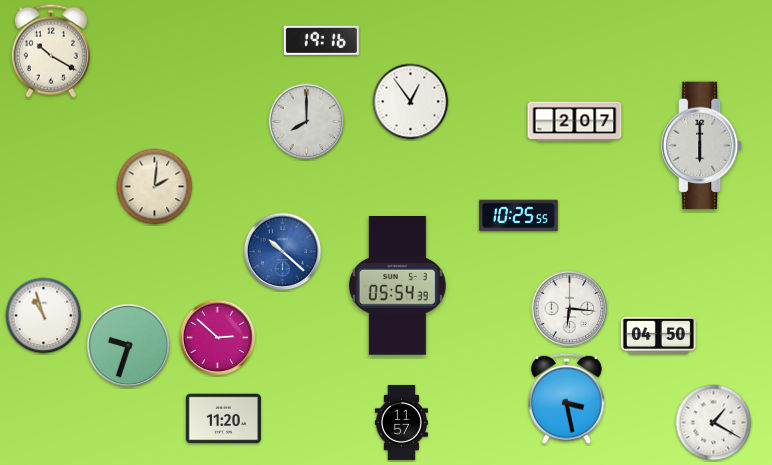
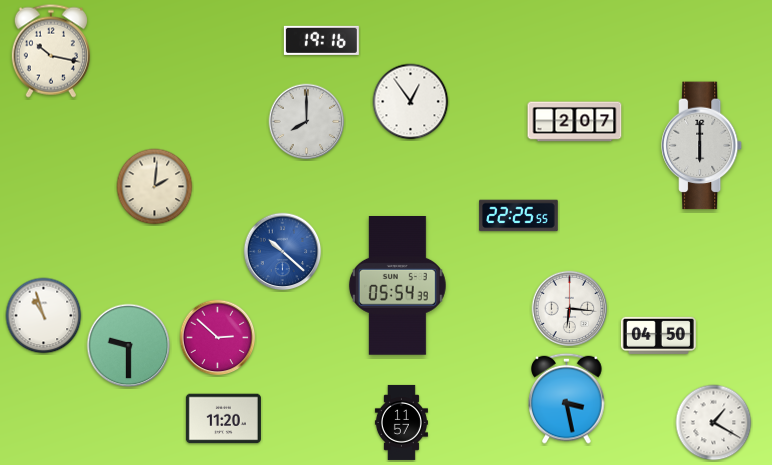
clock at (51, 51): 10:20 -> 10:17
clock at (519, 216): 10:25 -> 22:25
clock at (129, 346): 9:33 -> 9:30
